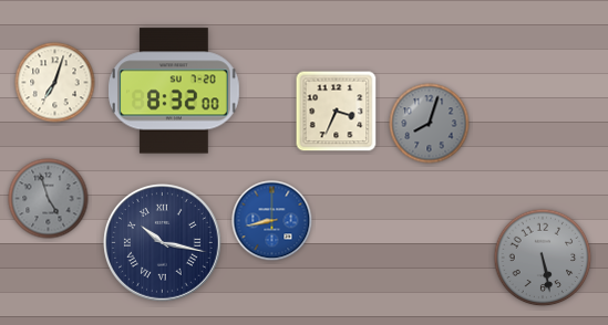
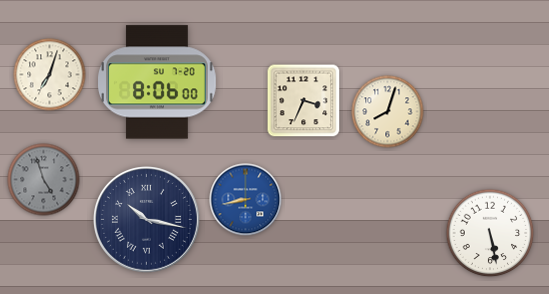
clock at (175, 91): 8:32 -> 8:06
clock at (430, 124) dial: grey -> cream
clock at (543, 258) dial: grey -> white
